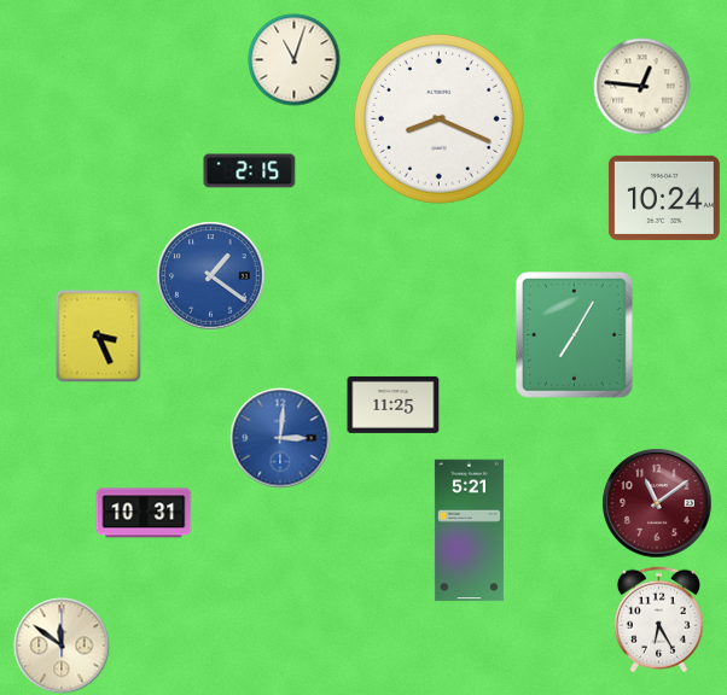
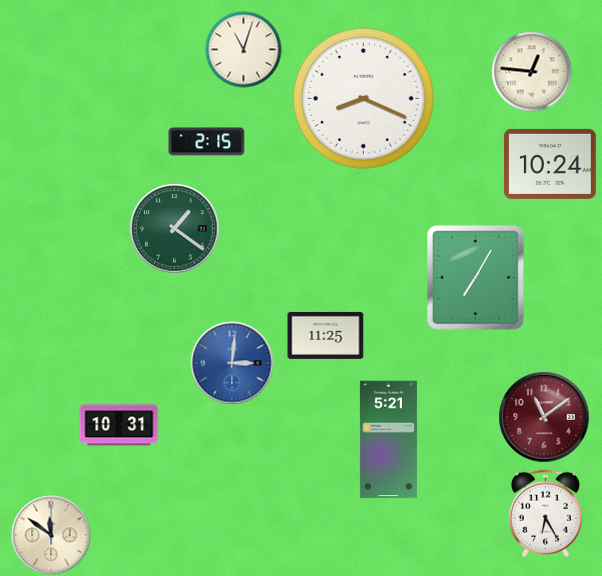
clock at (211, 276) dial: blue -> green
clock at (99, 335): 3:26 -> none
